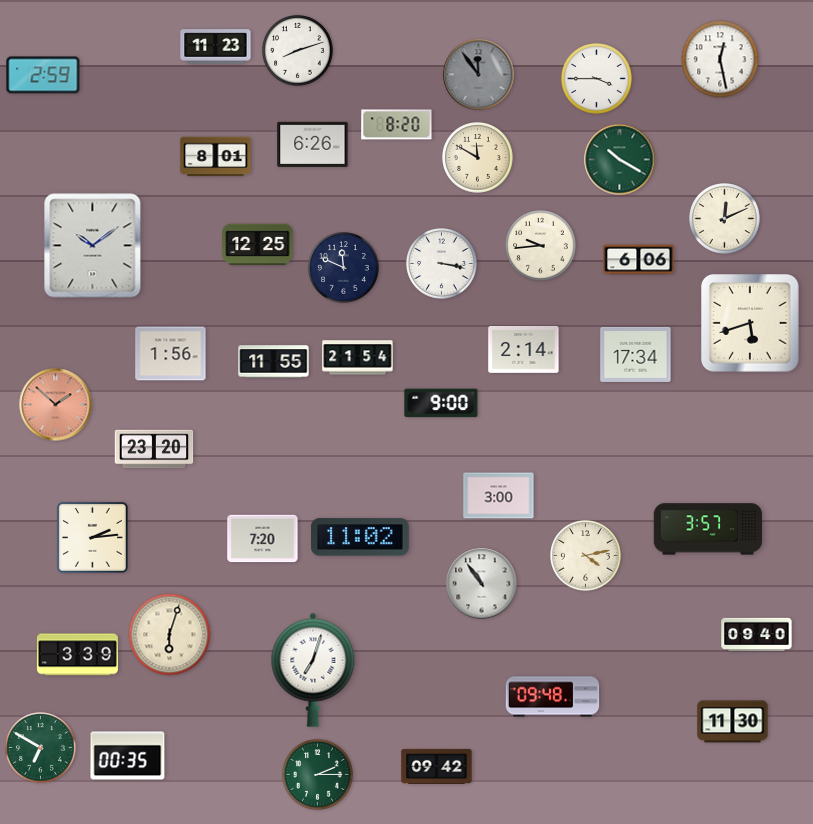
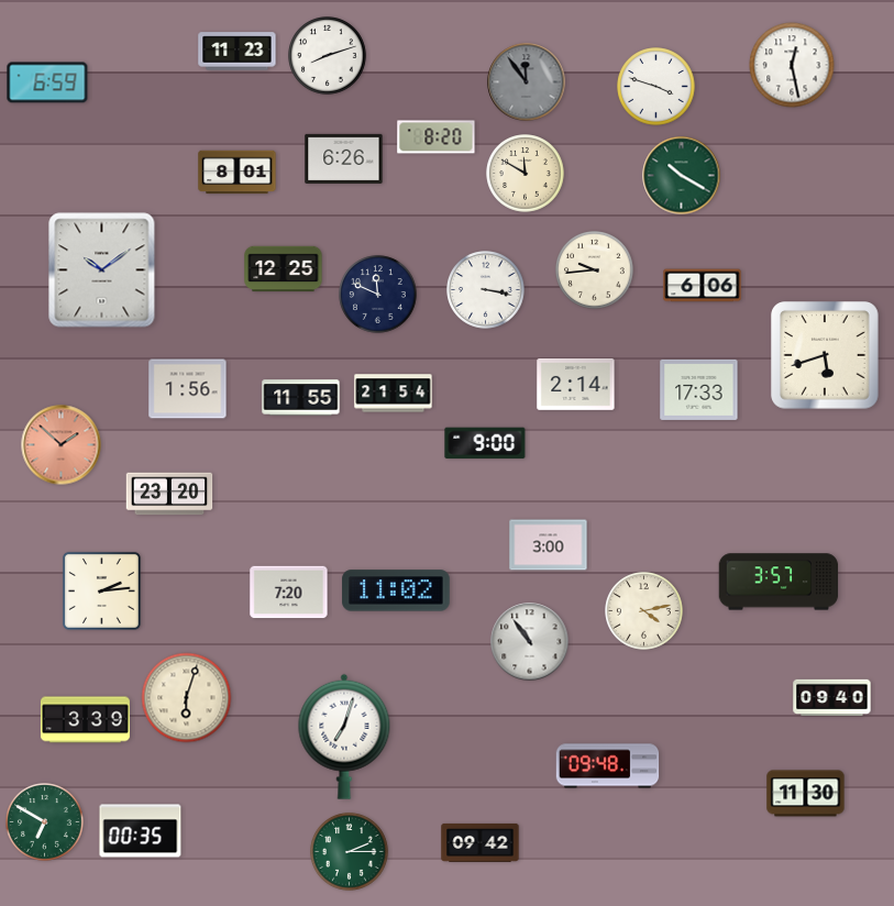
clock at (43, 75): 2:59 -> 6:59
clock at (597, 79): 3:45 -> 3:48
clock at (725, 219): 12:11 -> none
clock at (636, 354): 17:34 -> 17:33
